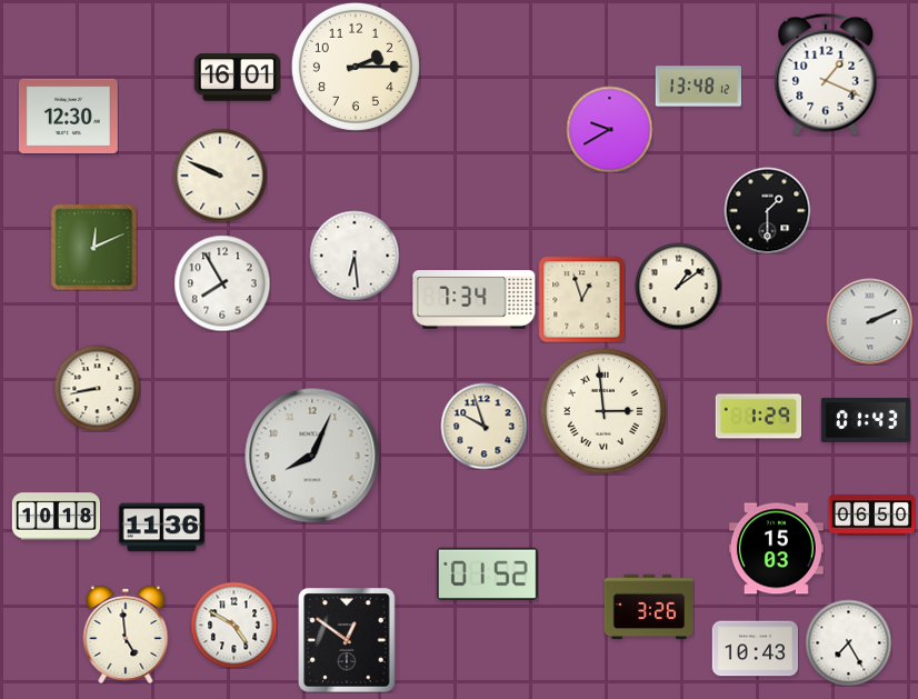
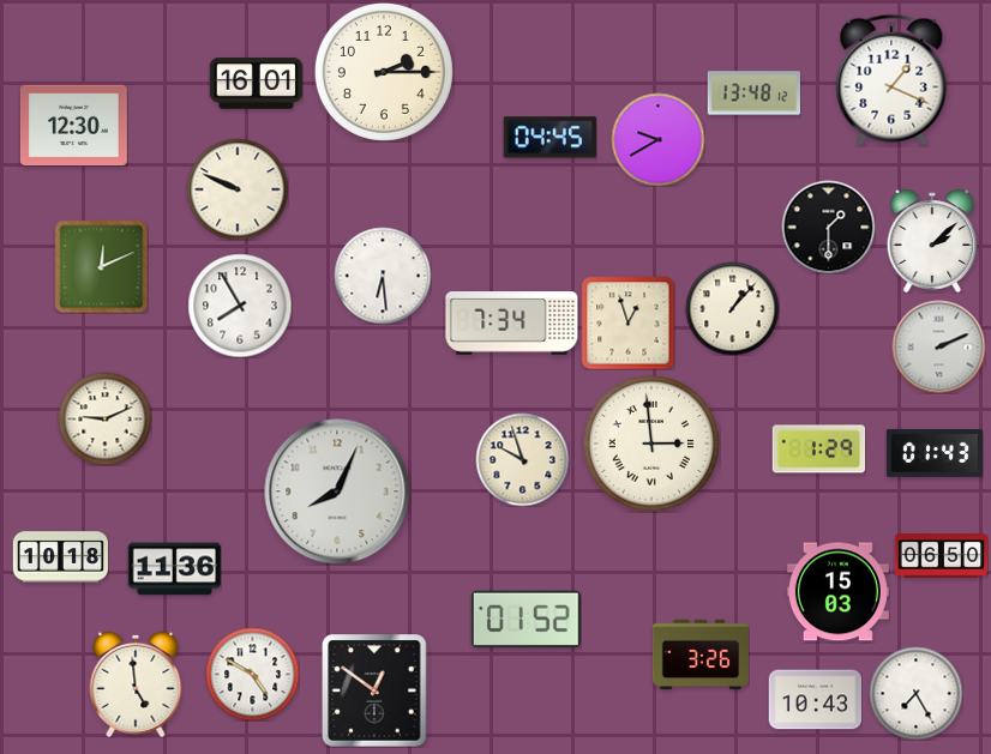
clock at (549, 138): none -> 04:45
clock at (932, 241): none -> 2:08
clock at (678, 286): 1:09 -> 1:07
clock at (97, 388): 8:43 -> 9:11
